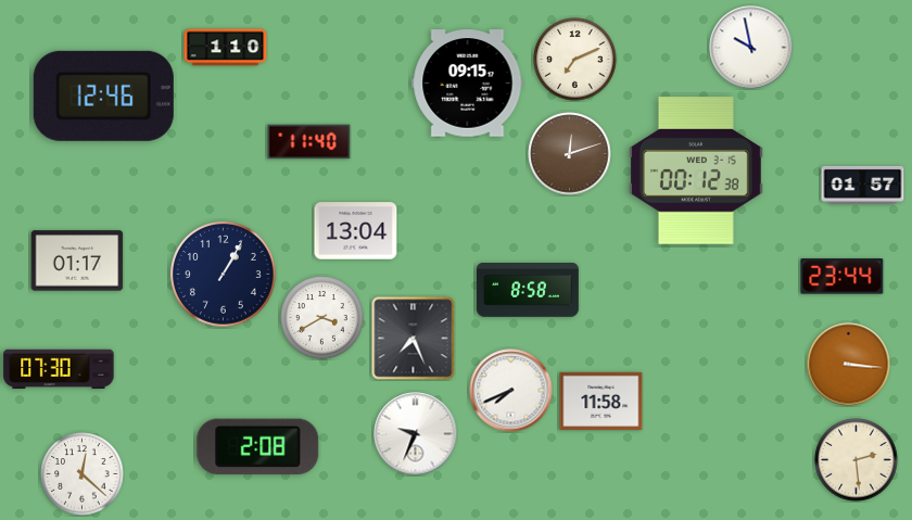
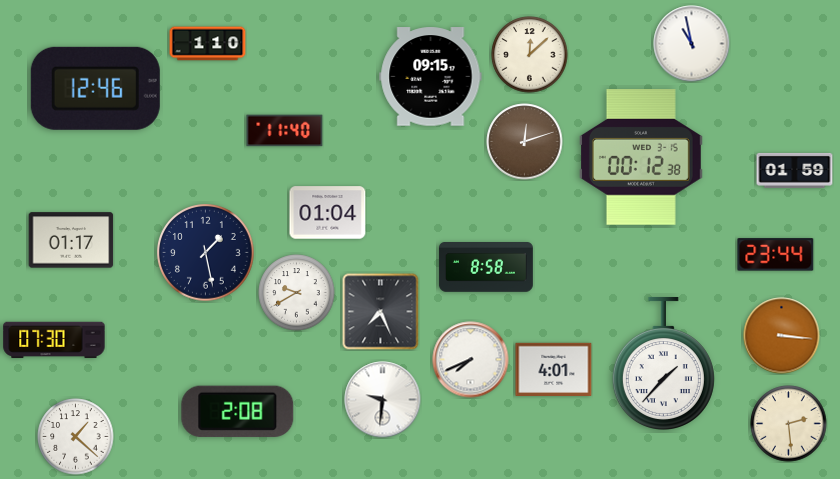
clock at (751, 48): 9:58 -> 10:58
clock at (575, 60): 7:11 -> 12:08
clock at (863, 185): 01:57 -> 01:59
clock at (356, 231): 13:04 -> 01:04
clock at (224, 275): 1:05 -> 1:28
clock at (322, 318): 3:40 -> 9:40
clock at (663, 364): none -> 1:37
clock at (601, 401): 11:58 -> 4:01
clock at (416, 434): 9:34 -> 9:31
clock at (83, 474): 12:22 -> 1:22
